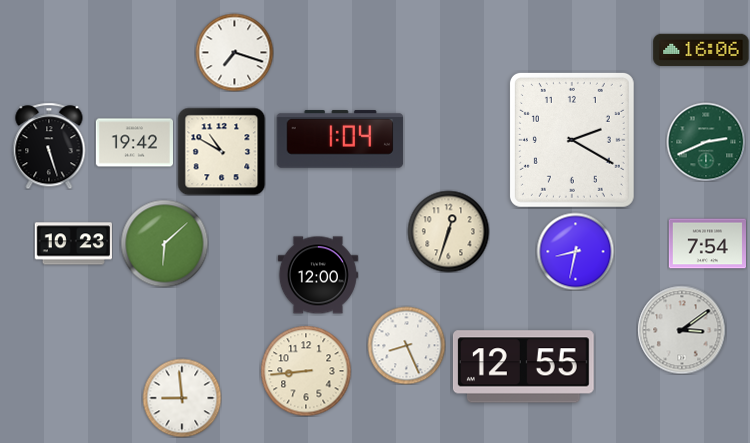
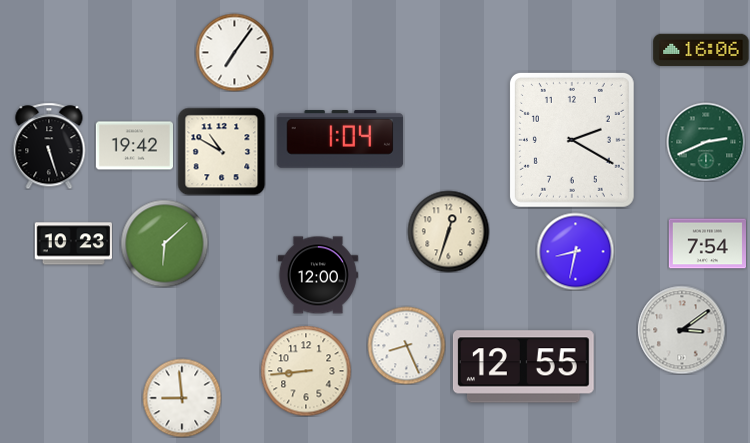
clock at (234, 52): 7:18 -> 7:06
clock at (134, 143) position: (134, 143) -> (134, 146)
